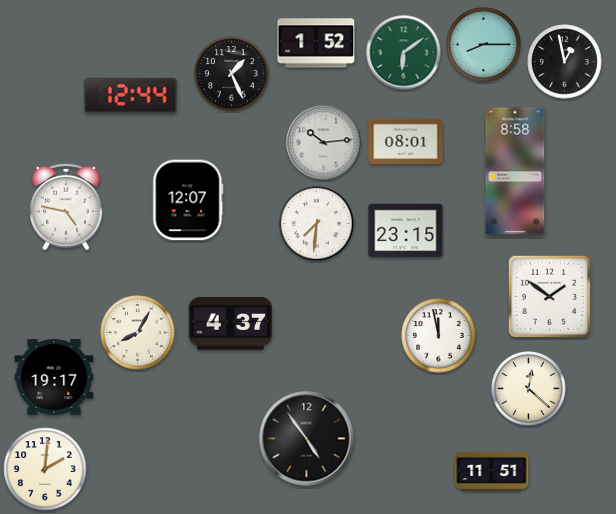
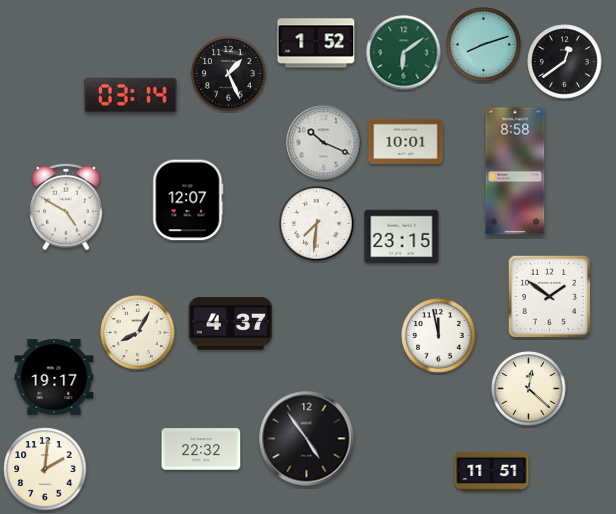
clock at (484, 45): 8:15 -> 8:12
clock at (565, 62): 12:58 -> 12:39
clock at (232, 74) position: (232, 74) -> (229, 74)
clock at (131, 95): 12:44 -> 03:14
clock at (406, 141): 08:01 -> 10:01
clock at (324, 143): 10:14 -> 10:19
clock at (67, 207): 4:47 -> 4:50
clock at (406, 231) position: (406, 231) -> (402, 237)
clock at (201, 449): none -> 22:32
